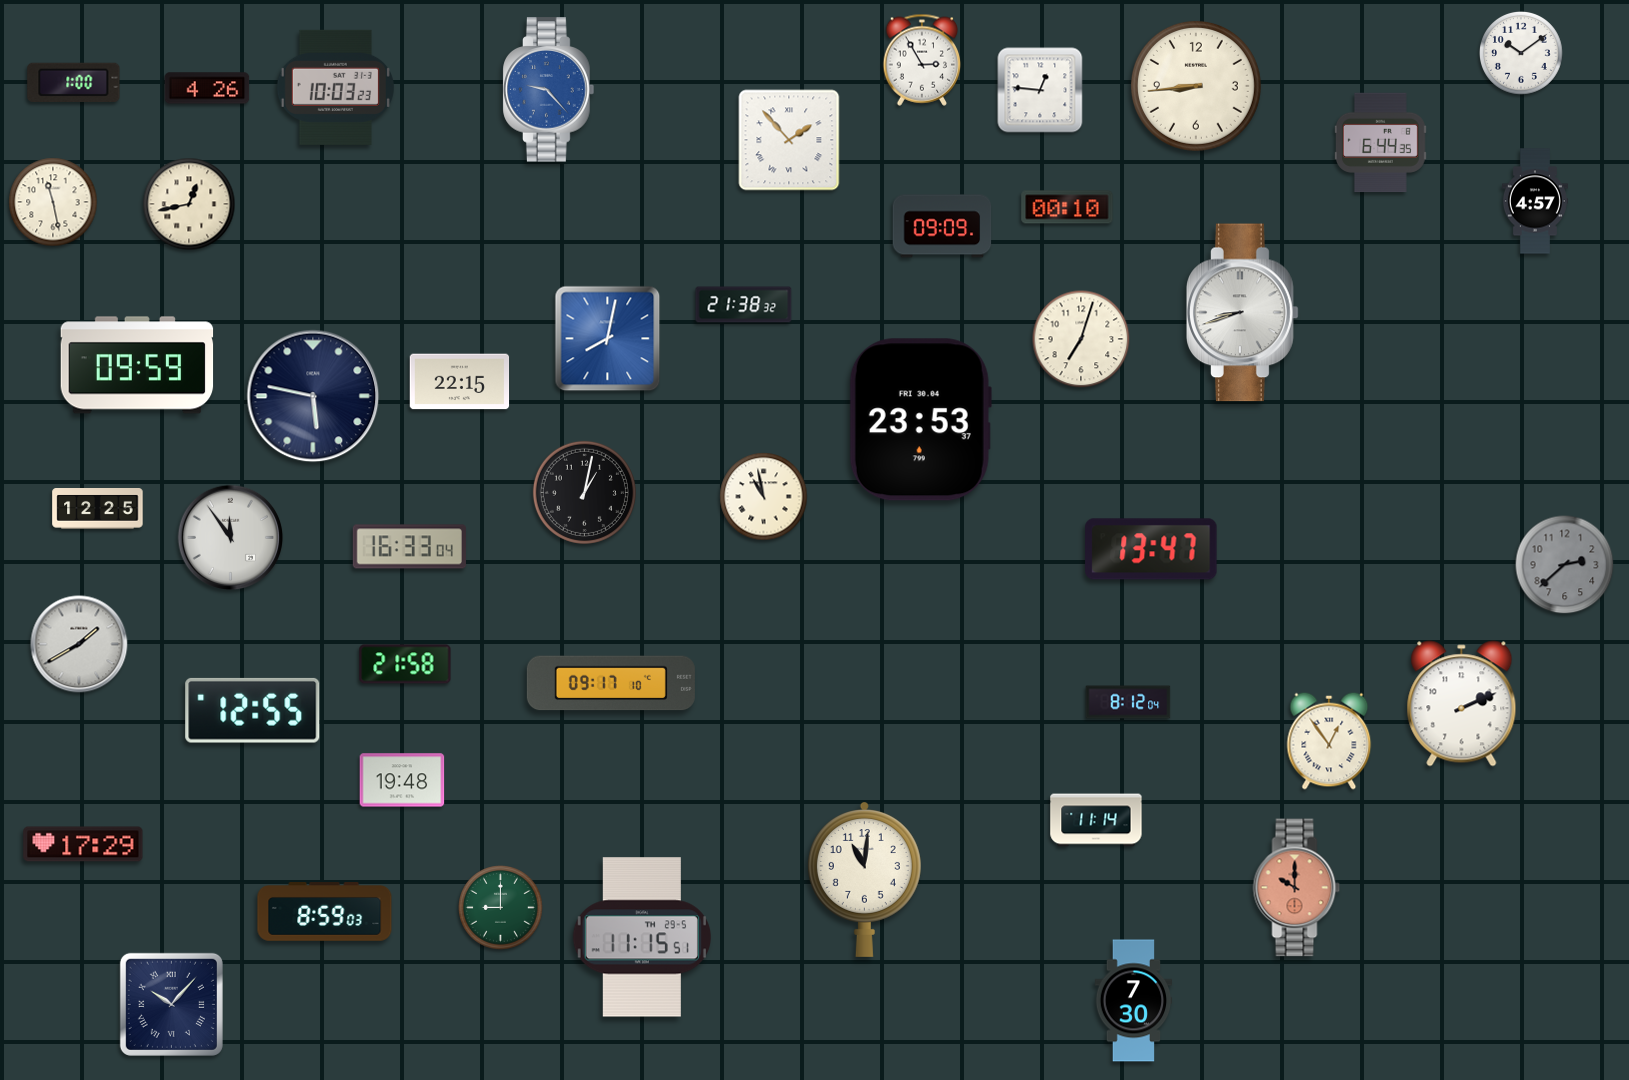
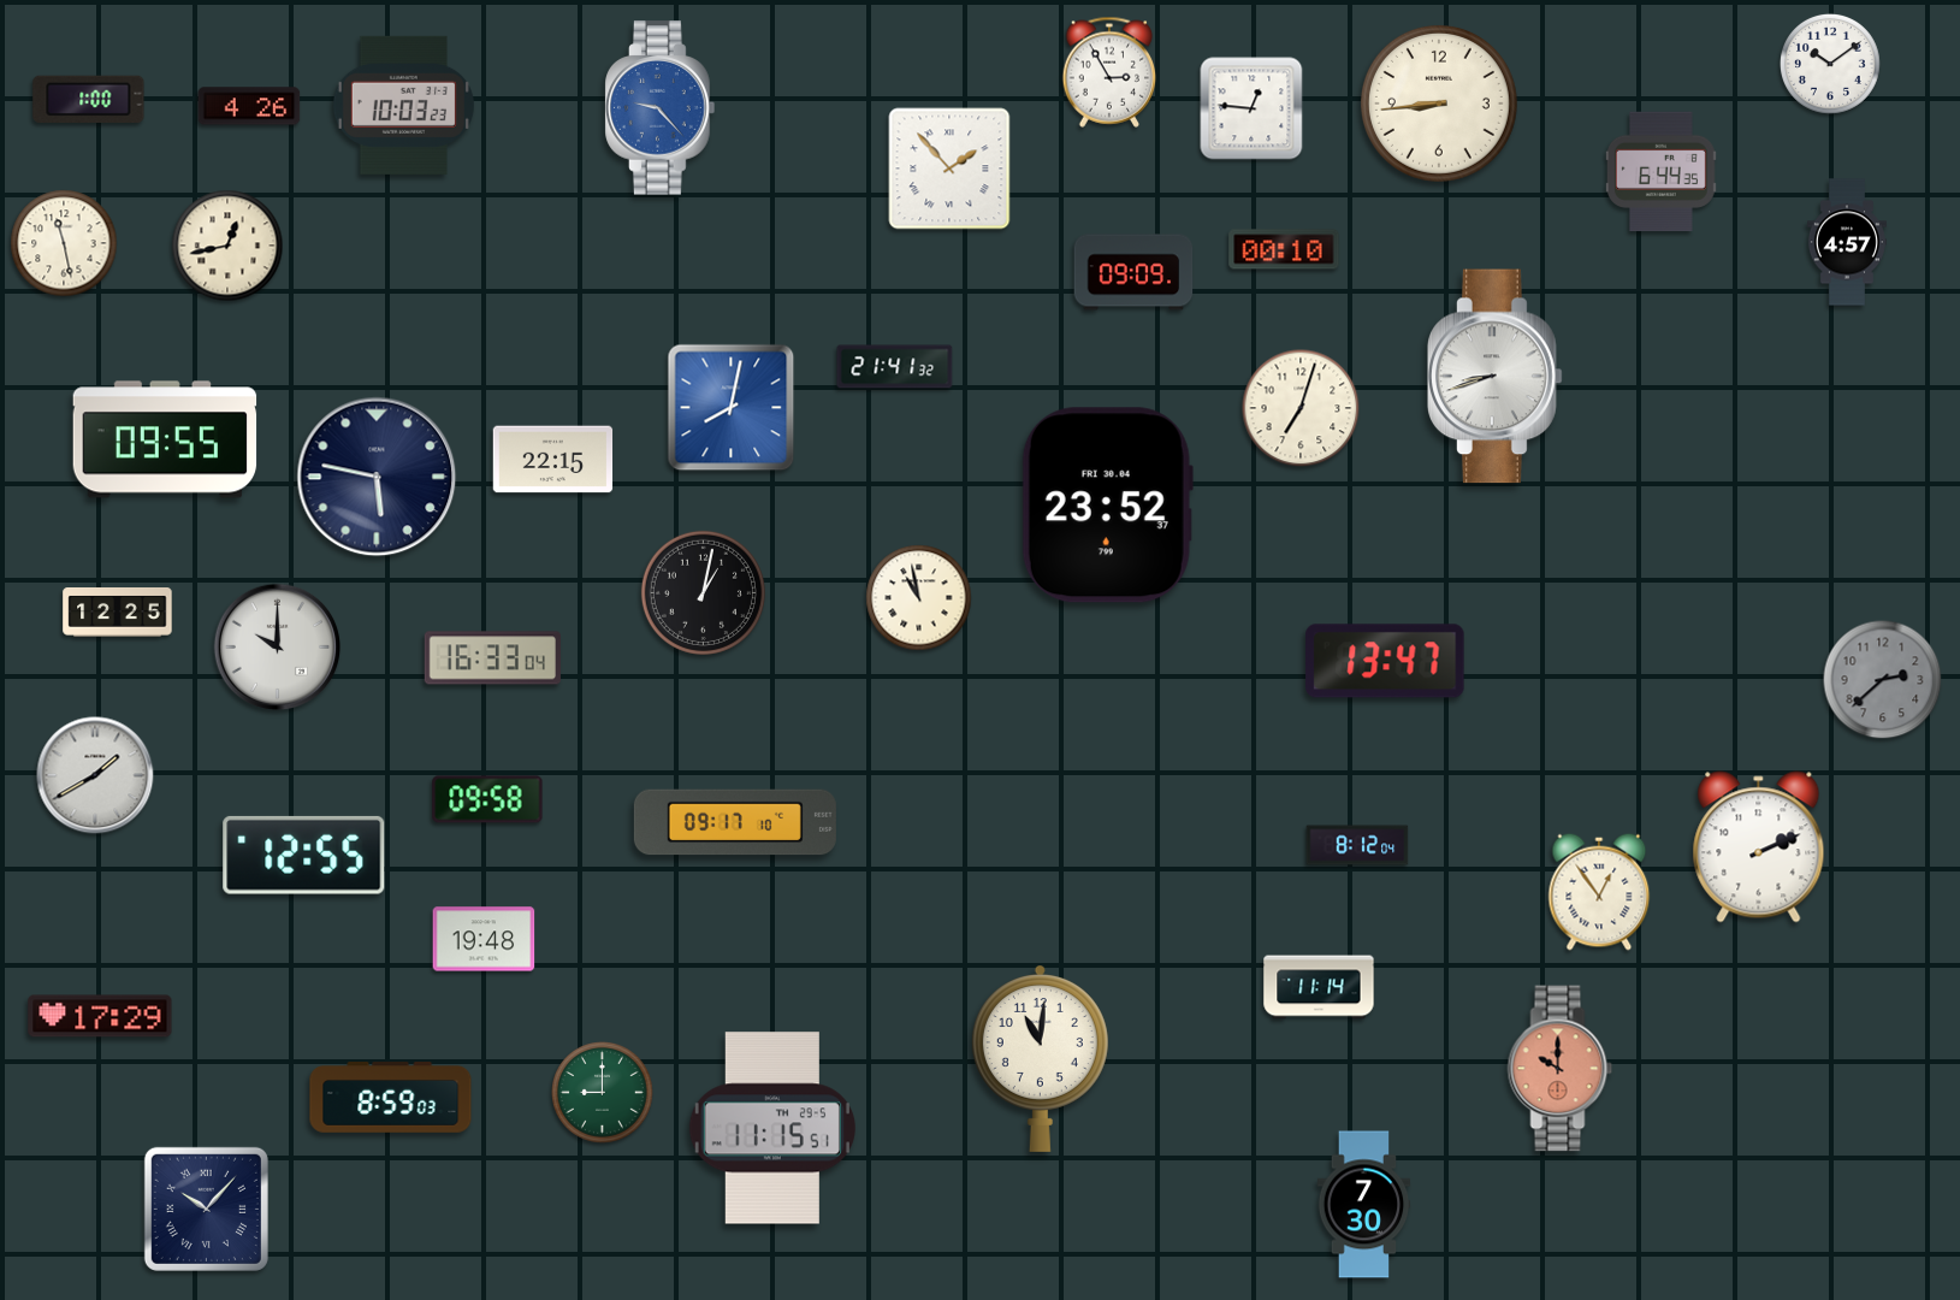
clock at (744, 305): 21:38 -> 21:41
clock at (137, 365): 09:59 -> 09:55
clock at (920, 420): 23:53 -> 23:52
clock at (231, 538): 11:54 -> 10:00
clock at (405, 664): 21:58 -> 09:58
